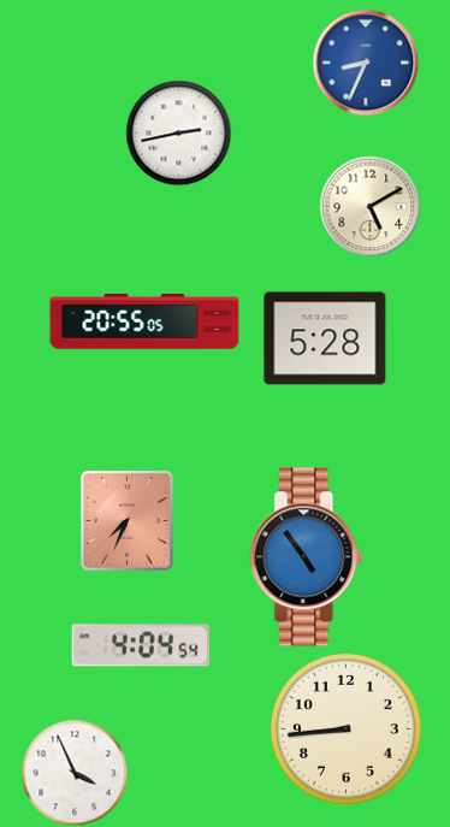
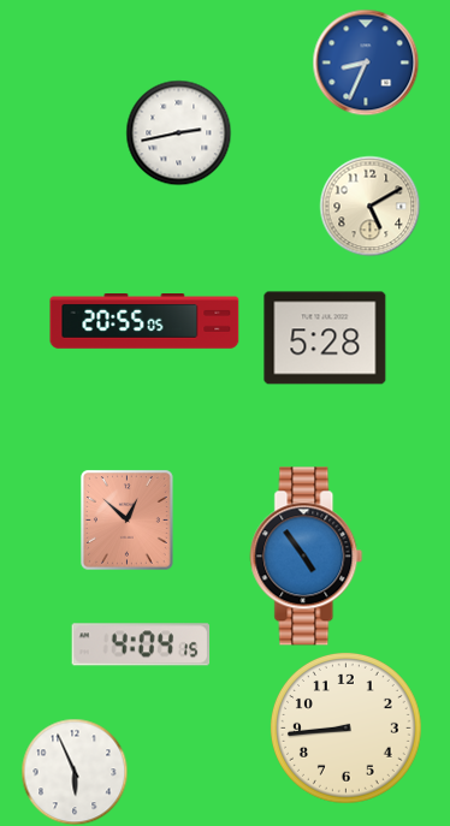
clock at (126, 520): 7:34 -> 12:52
clock at (141, 645): 4:04:54 -> 4:04:15
clock at (75, 773): 3:56 -> 5:56
